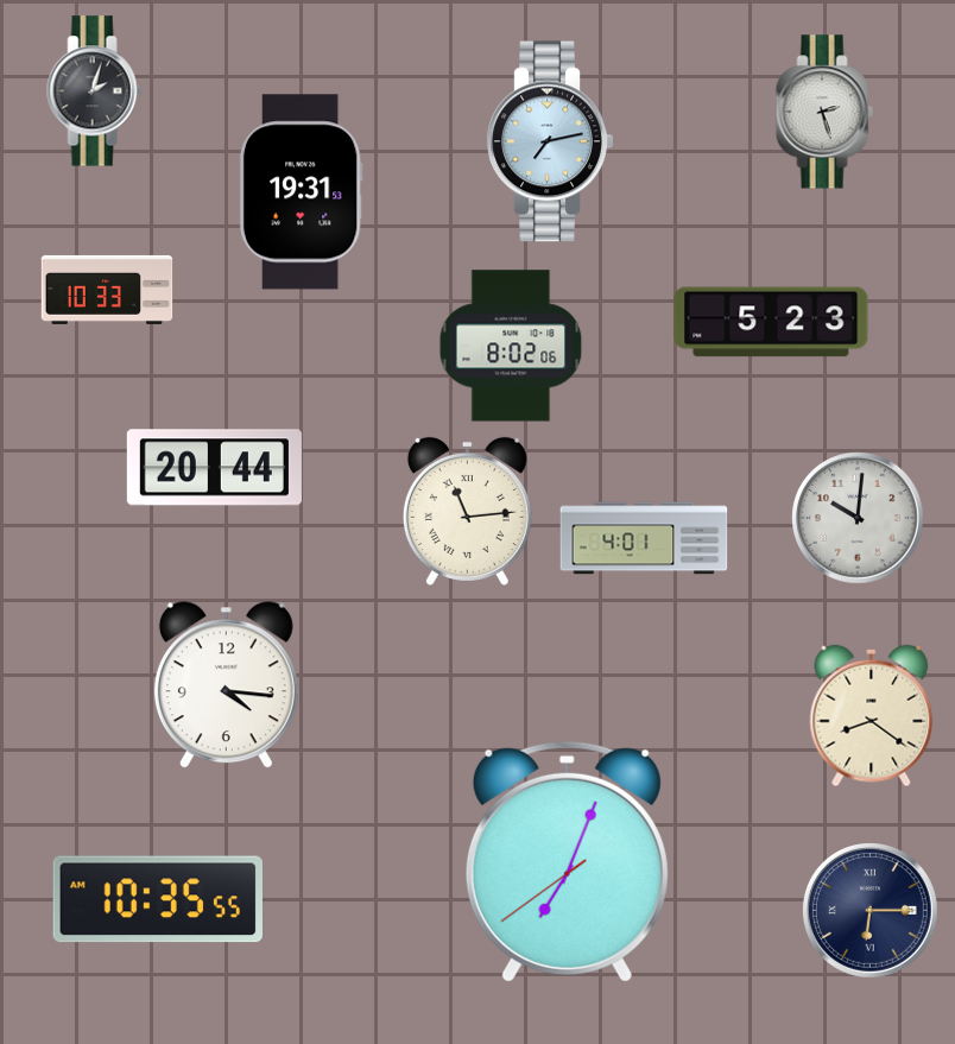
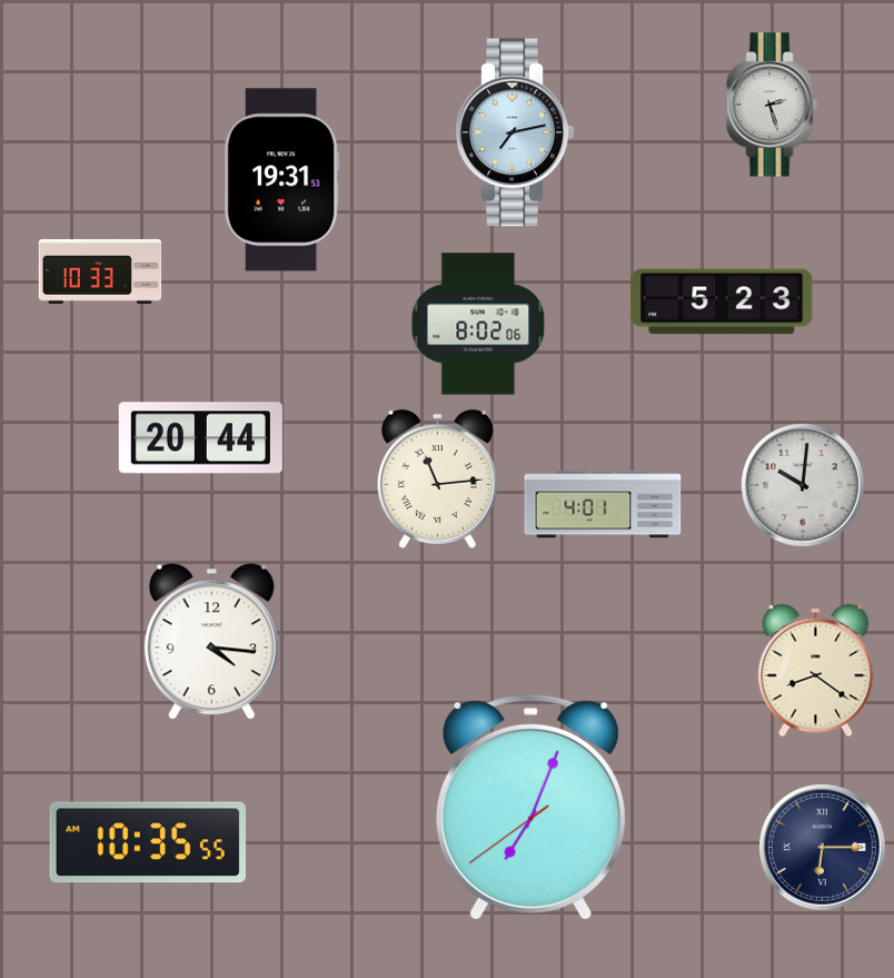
clock at (95, 91): 2:03 -> none
clock at (871, 911) position: (871, 911) -> (823, 848)
